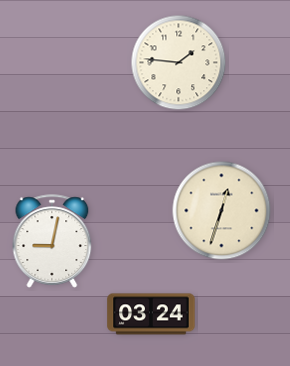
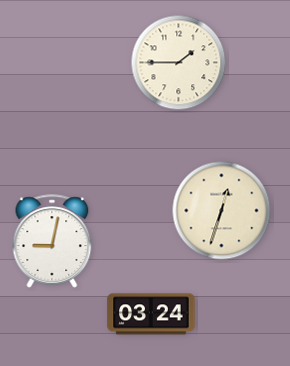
clock at (179, 63): 1:46 -> 1:45
